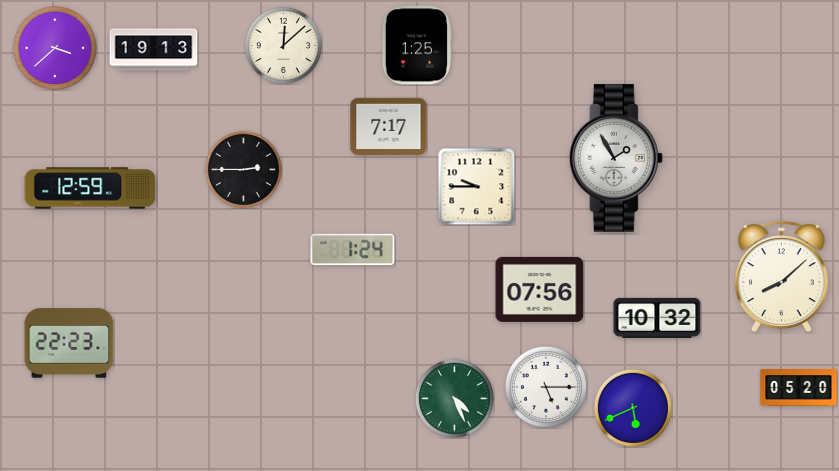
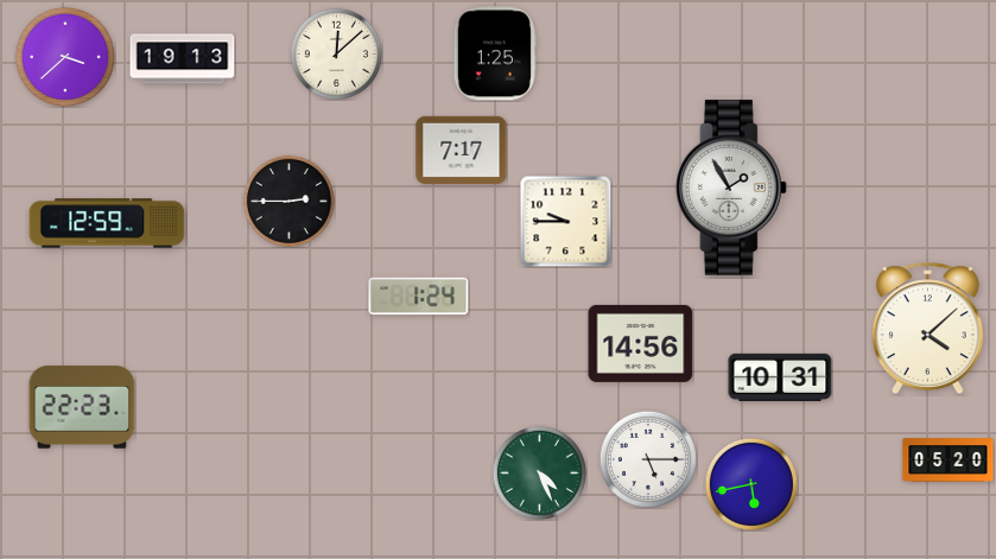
clock at (781, 277): 8:08 -> 4:08
clock at (540, 289): 07:56 -> 14:56
clock at (657, 318): 10:32 -> 10:31
clock at (633, 408): 5:41 -> 5:43
